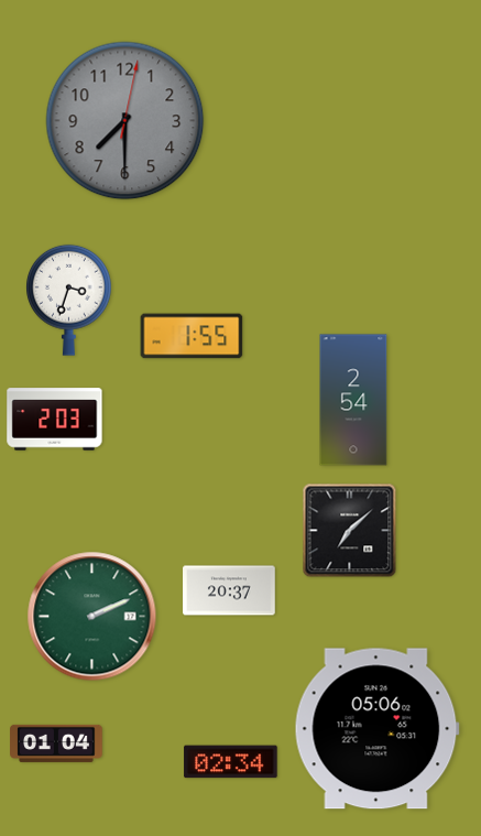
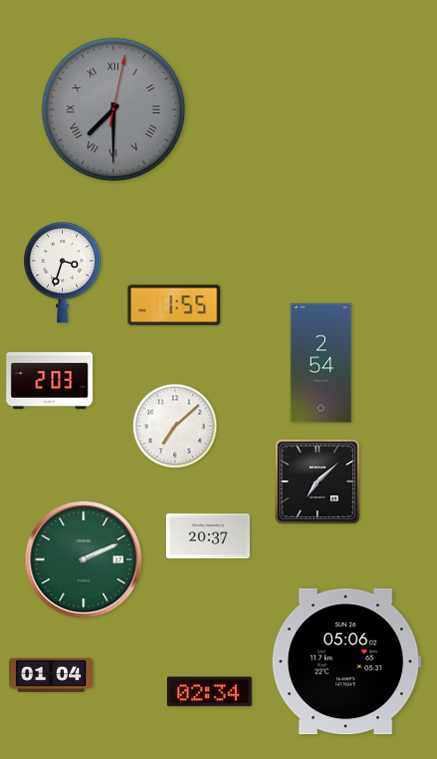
clock at (125, 121) numerals: Arabic -> Roman
clock at (175, 426): none -> 7:08
clock at (376, 729) position: (376, 729) -> (346, 662)
